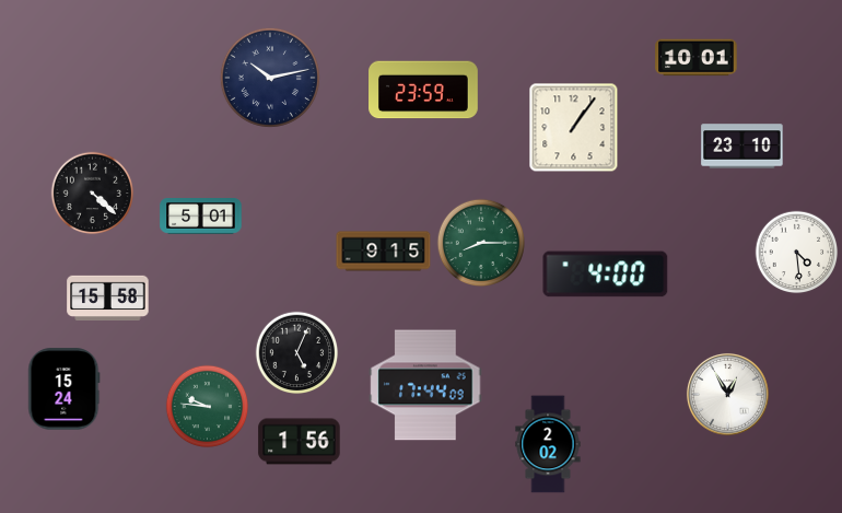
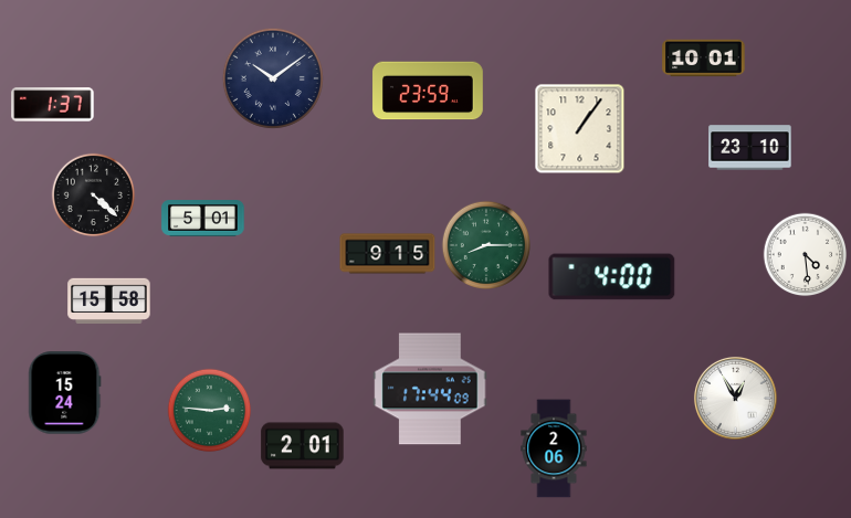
clock at (270, 78): 10:13 -> 10:09
clock at (53, 105): none -> 1:37
clock at (297, 353): 5:04 -> none
clock at (208, 407): 9:46 -> 2:46
clock at (300, 442): 1:56 -> 2:01
clock at (548, 444): 2:02 -> 2:06
